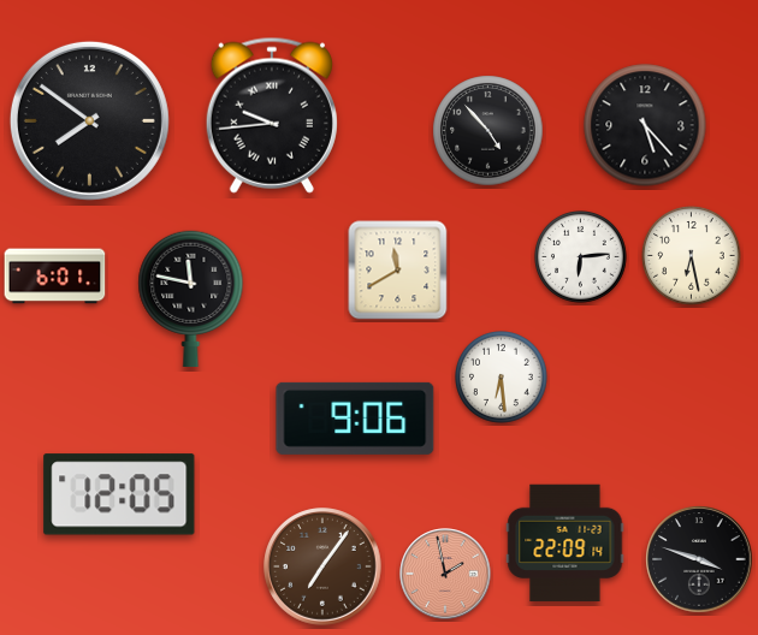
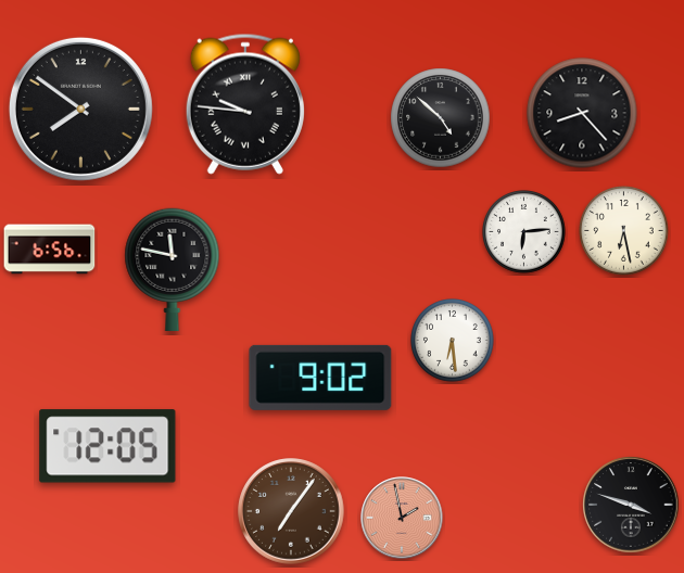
clock at (272, 115): 9:44 -> 9:46
clock at (645, 125): 5:23 -> 8:23
clock at (488, 131): 4:53 -> 4:52
clock at (398, 271): 11:40 -> none
clock at (55, 277): 6:01 -> 6:56
clock at (355, 419): 9:06 -> 9:02
clock at (565, 544): 22:09 -> none
